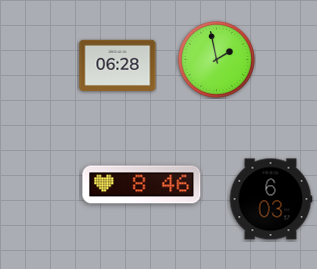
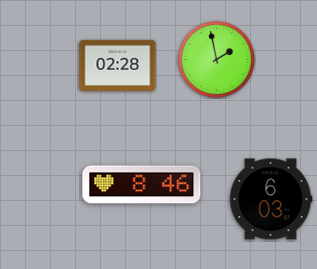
clock at (118, 65): 06:28 -> 02:28
